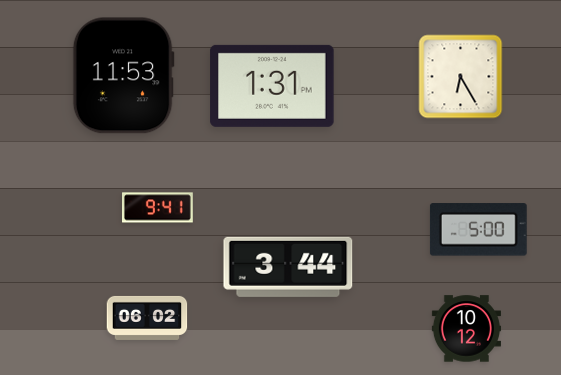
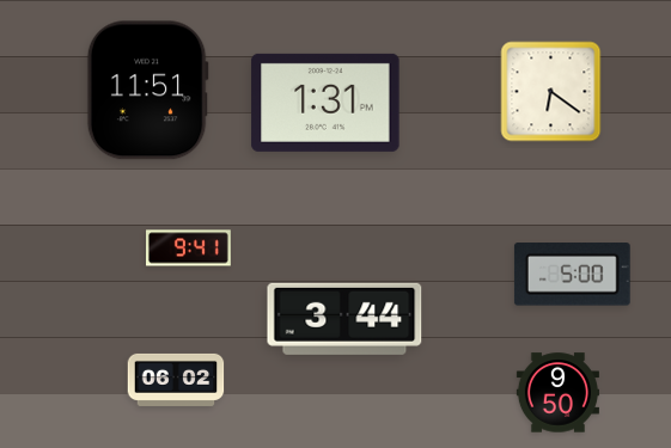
clock at (123, 76): 11:53 -> 11:51
clock at (461, 77): 6:25 -> 6:21
clock at (466, 329): 10:12 -> 9:50
